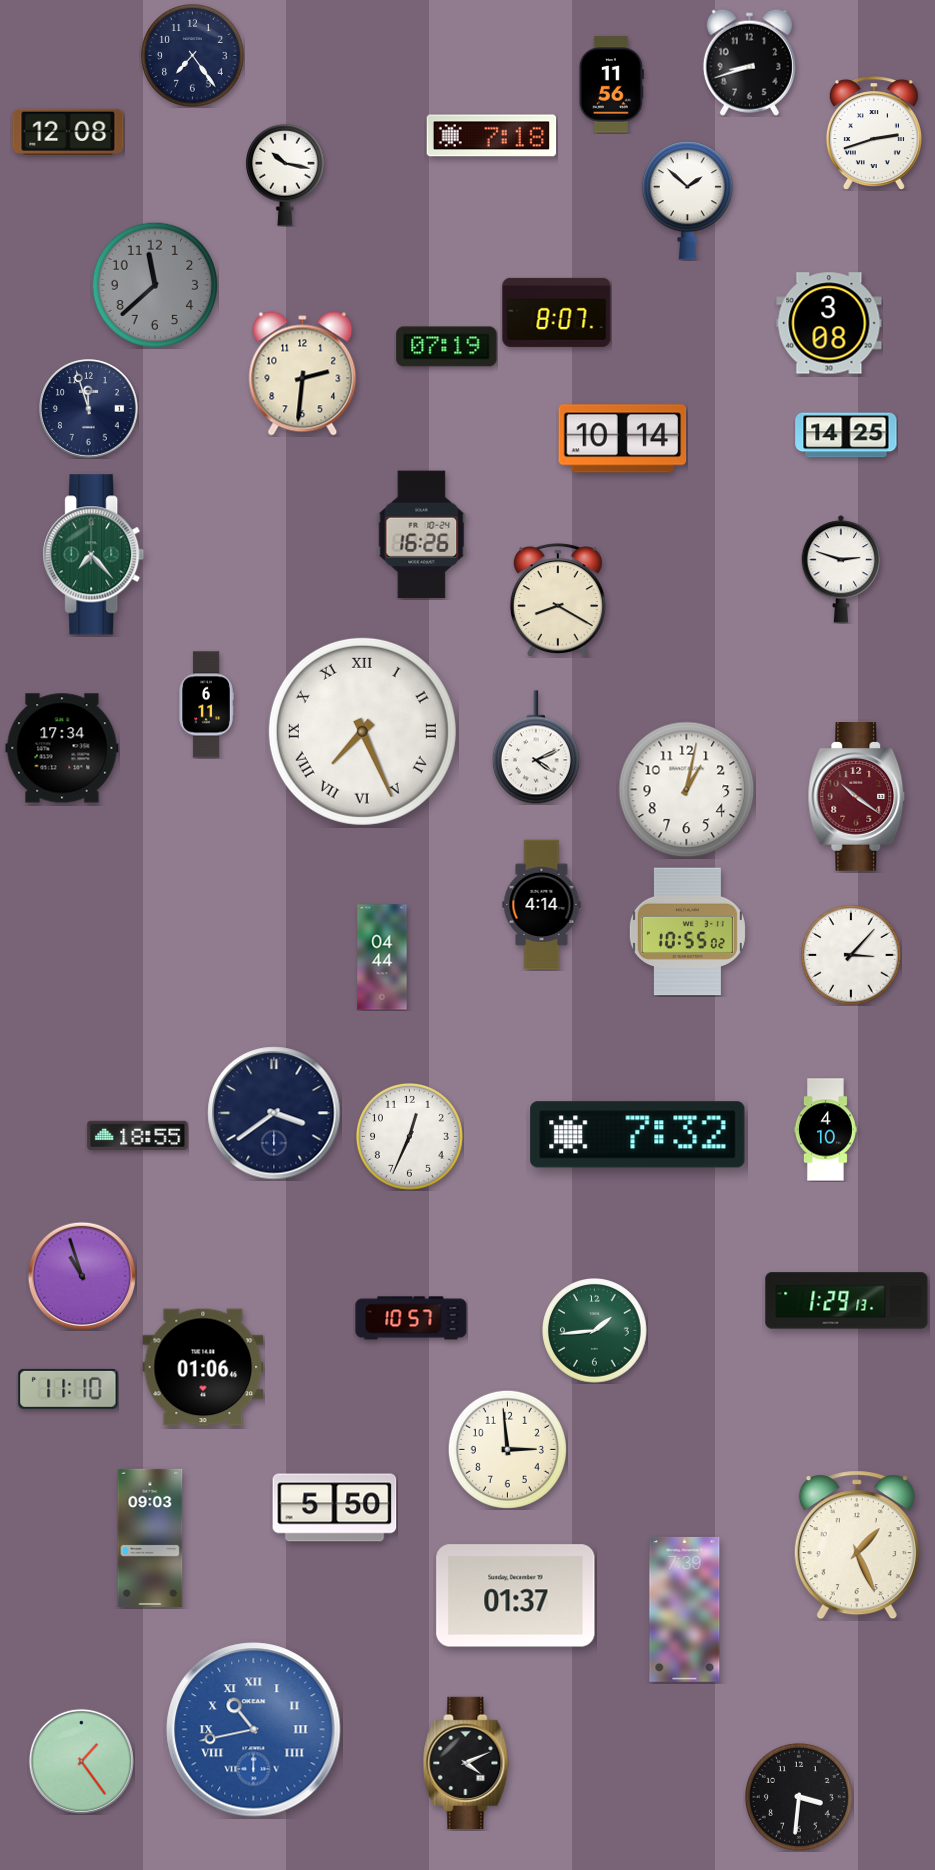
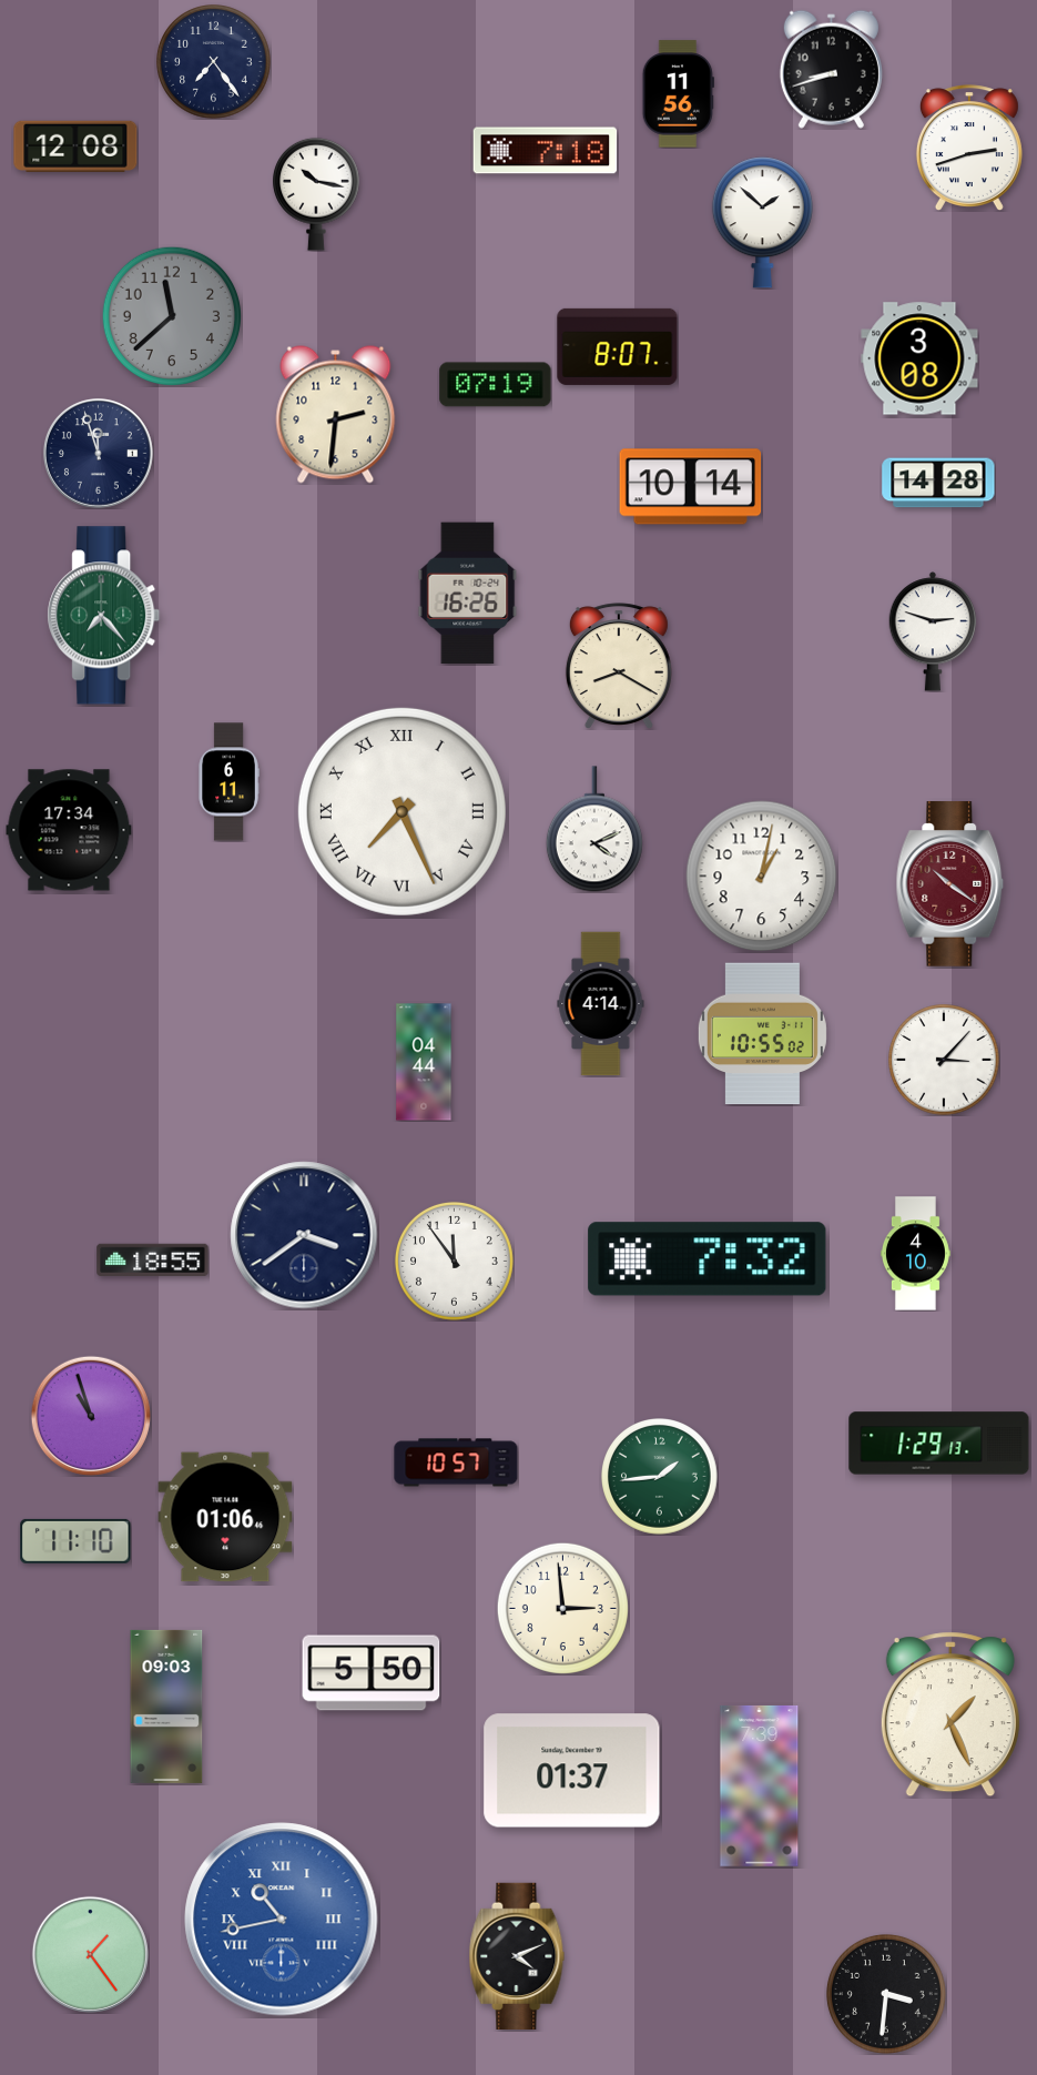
clock at (846, 435): 14:25 -> 14:28
clock at (410, 1137): 12:34 -> 11:54
